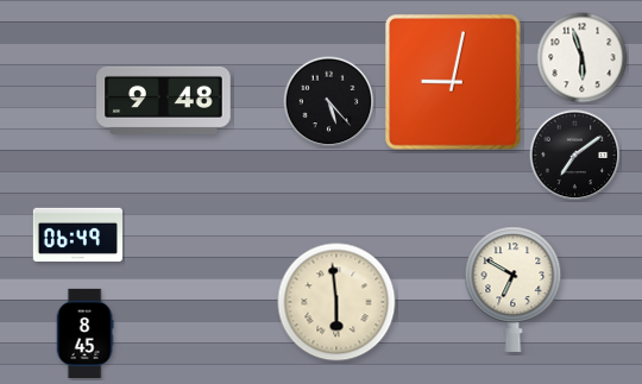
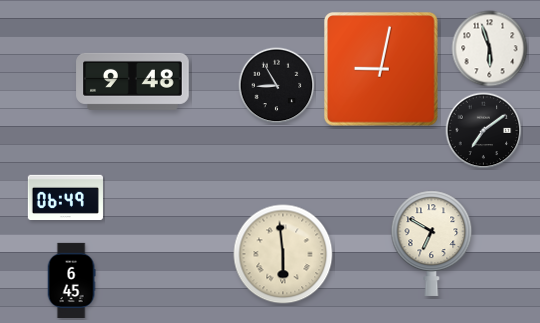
clock at (164, 100) position: (164, 100) -> (133, 81)
clock at (329, 102): 5:23 -> 8:55
clock at (84, 333): 8:45 -> 6:45
